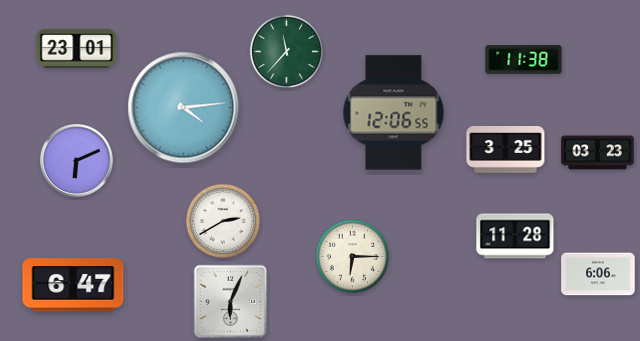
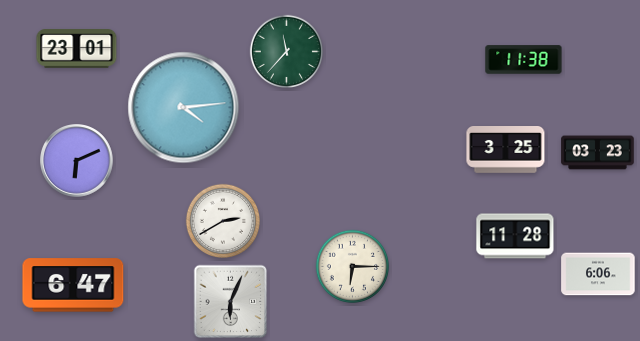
clock at (394, 113): 12:06 -> none
clock at (352, 256) position: (352, 256) -> (352, 266)
